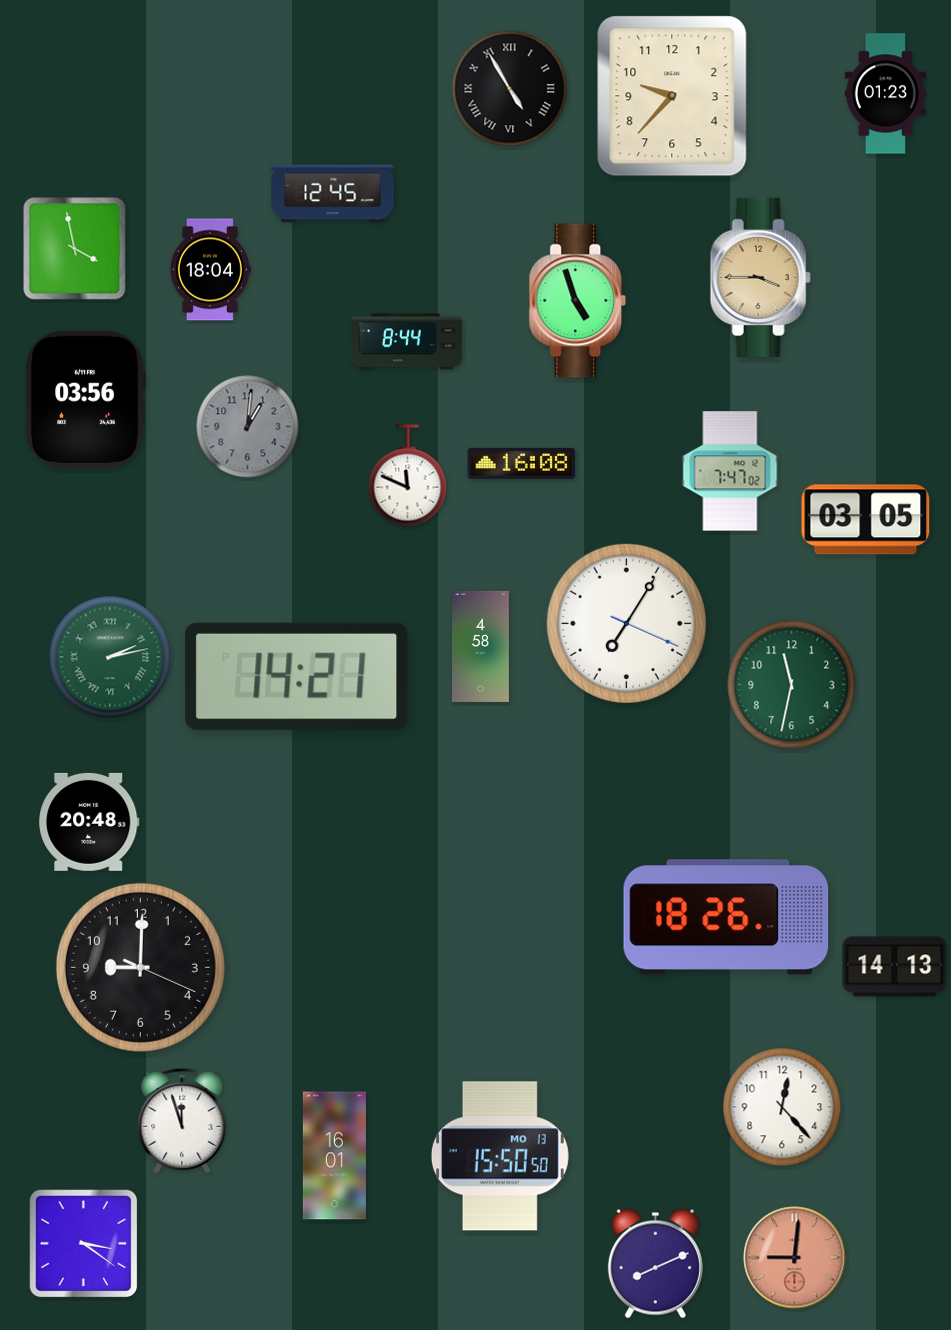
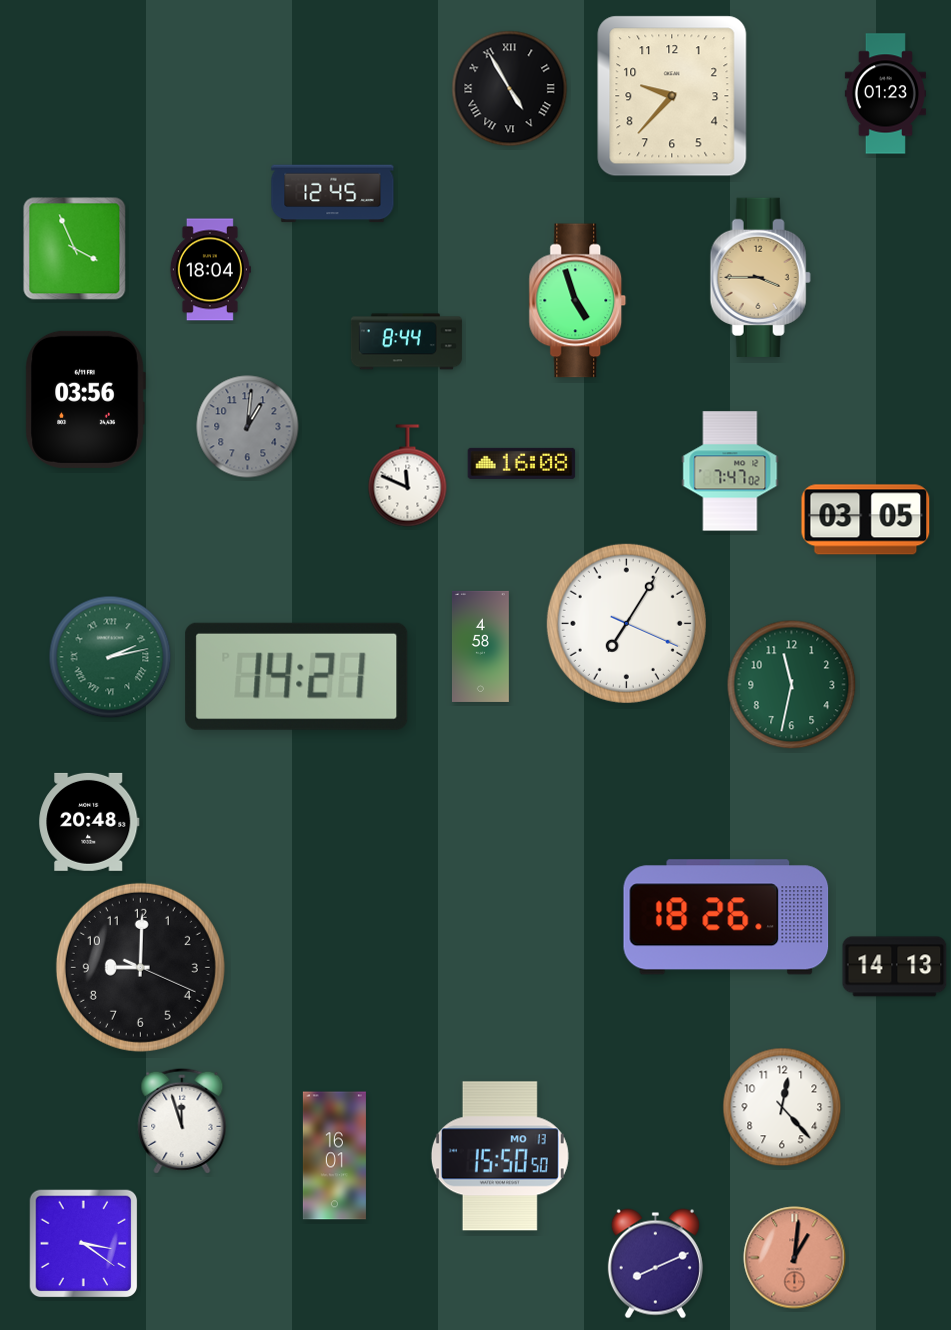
clock at (75, 249): 3:58 -> 3:56
clock at (795, 1258): 9:01 -> 1:01
